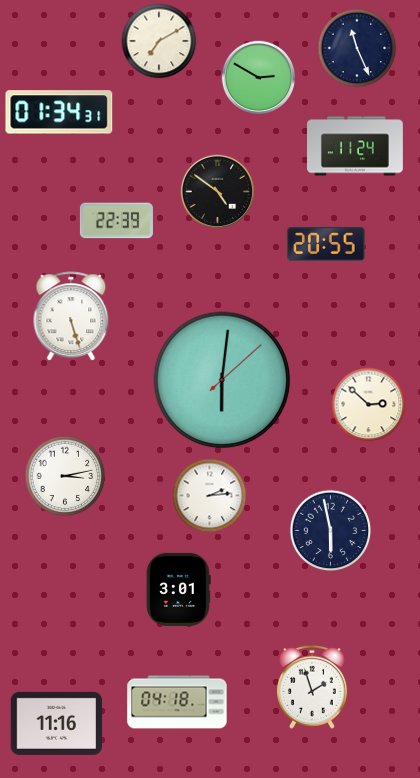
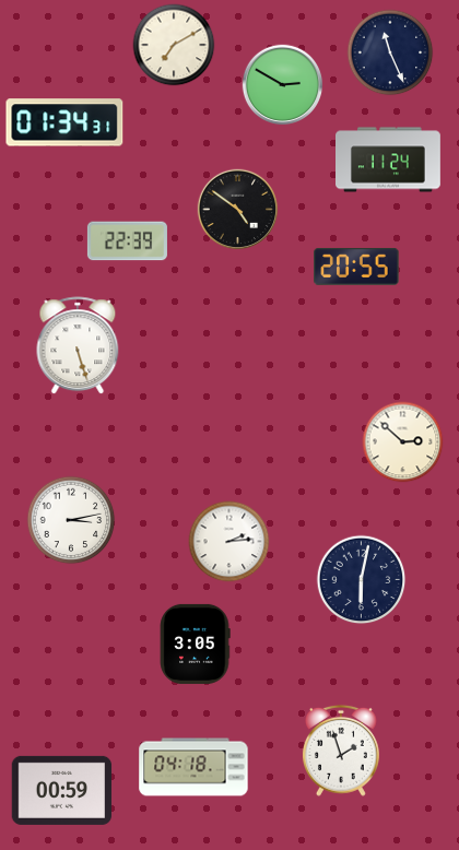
clock at (222, 380): 6:01 -> none
clock at (331, 531): 5:58 -> 6:02
clock at (178, 589): 3:01 -> 3:05
clock at (57, 723): 11:16 -> 00:59
